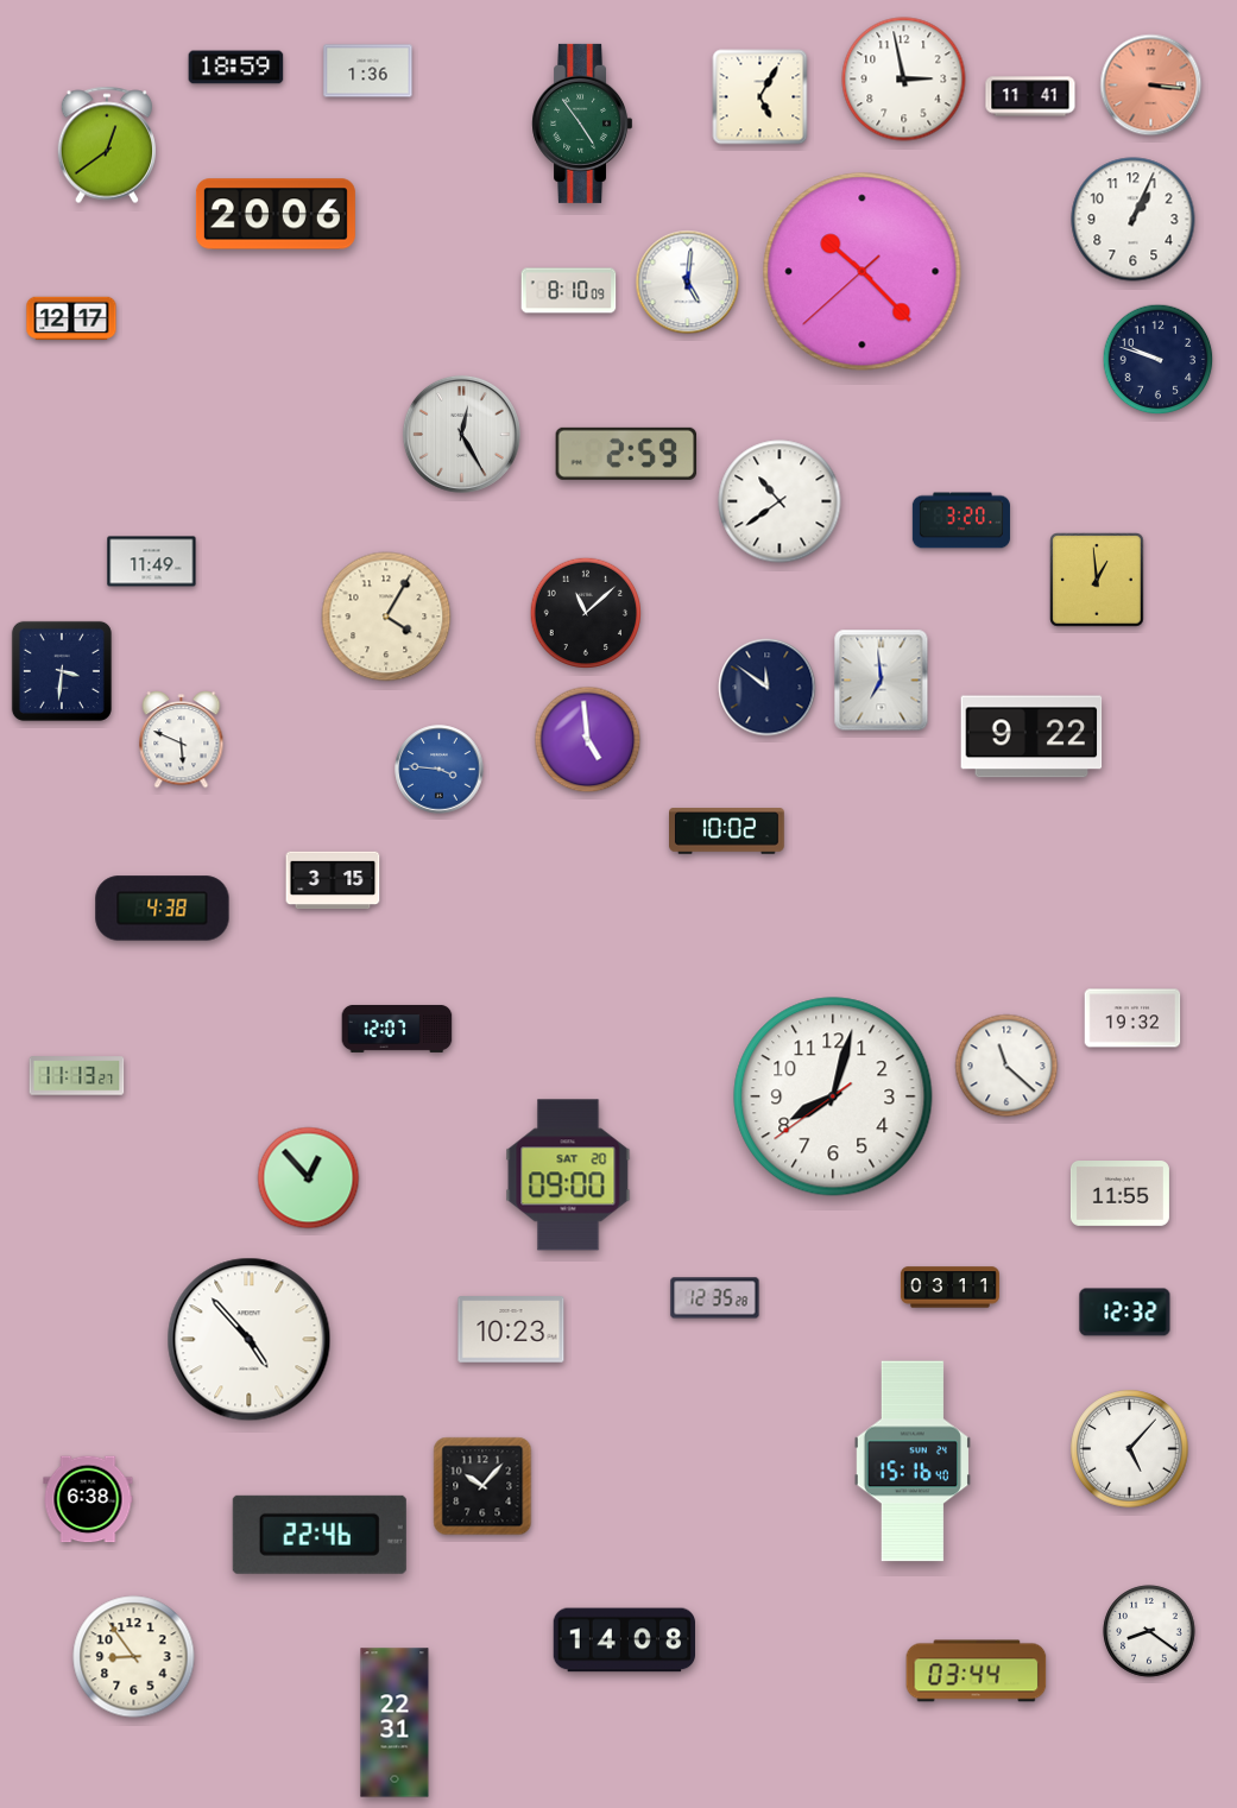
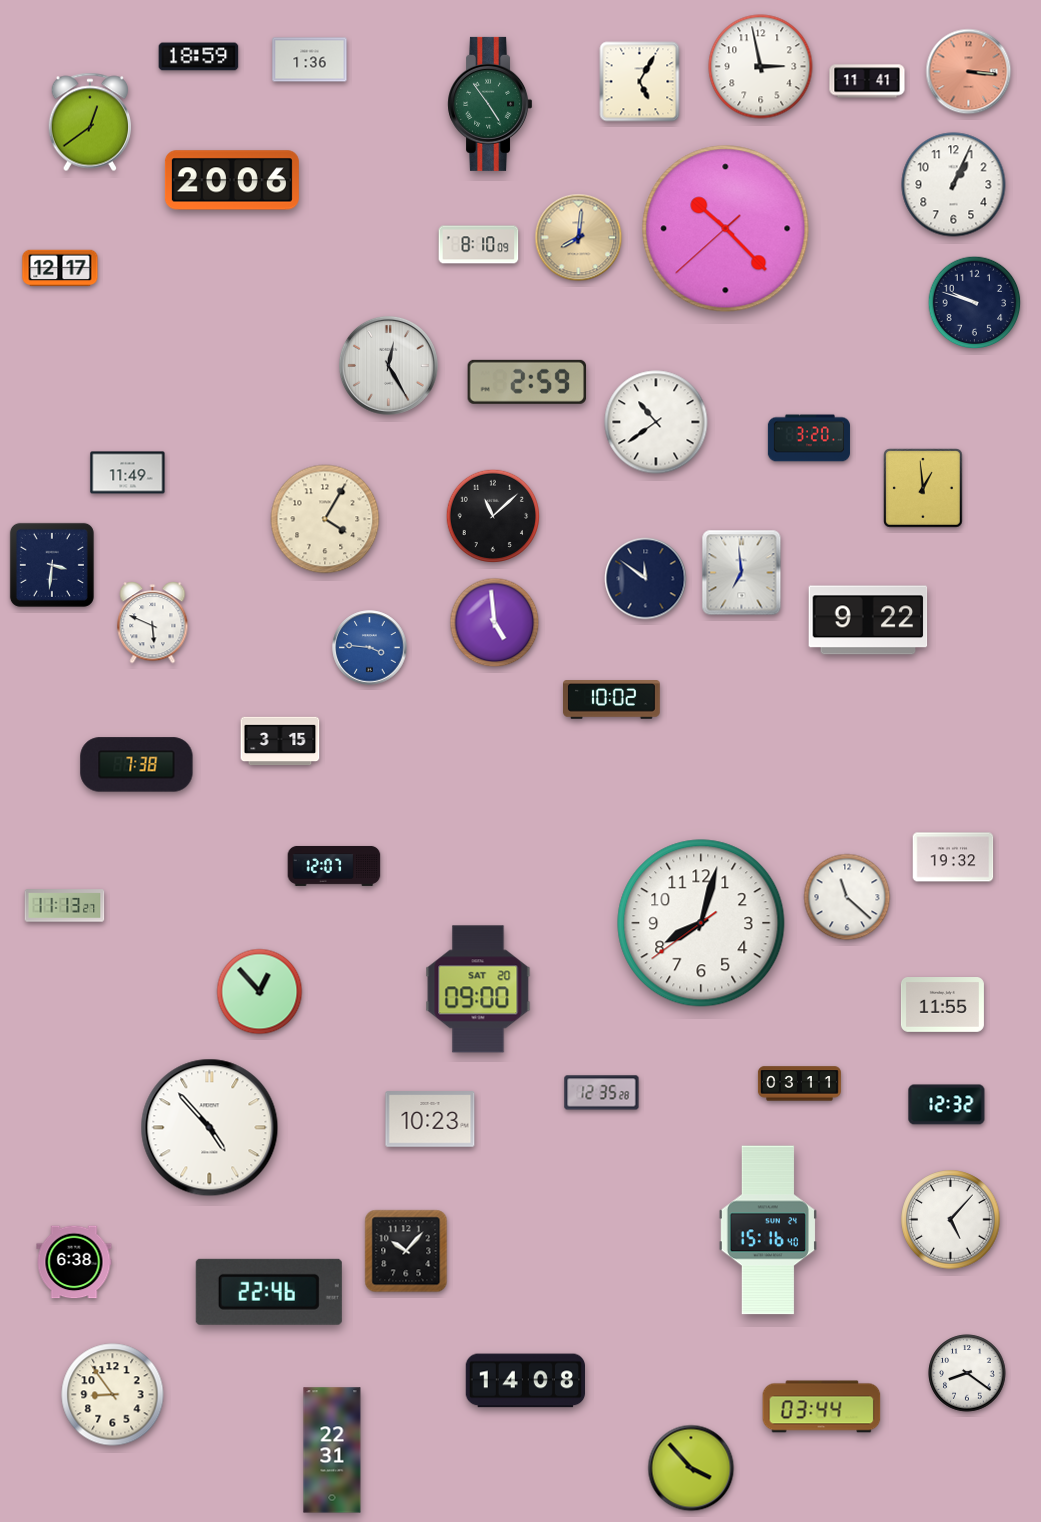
clock at (688, 283): 5:01 -> 8:01
clock at (688, 283) dial: white -> champagne
clock at (163, 909): 4:38 -> 7:38
clock at (691, 1468): none -> 3:53
